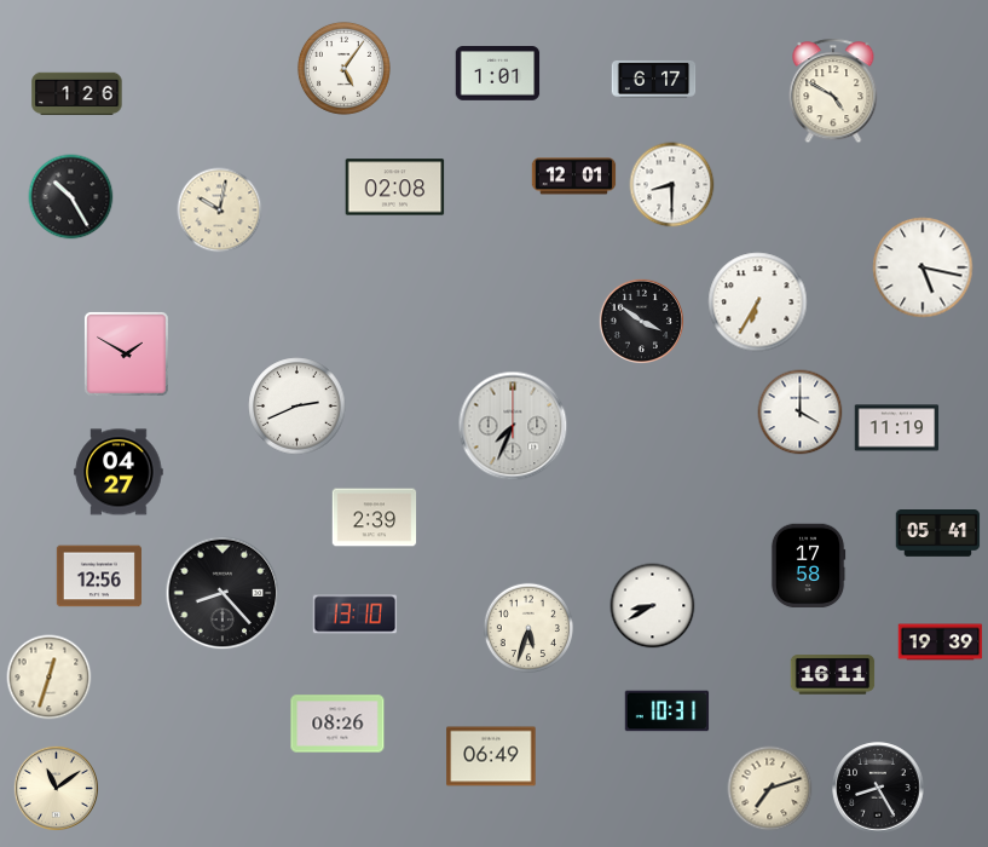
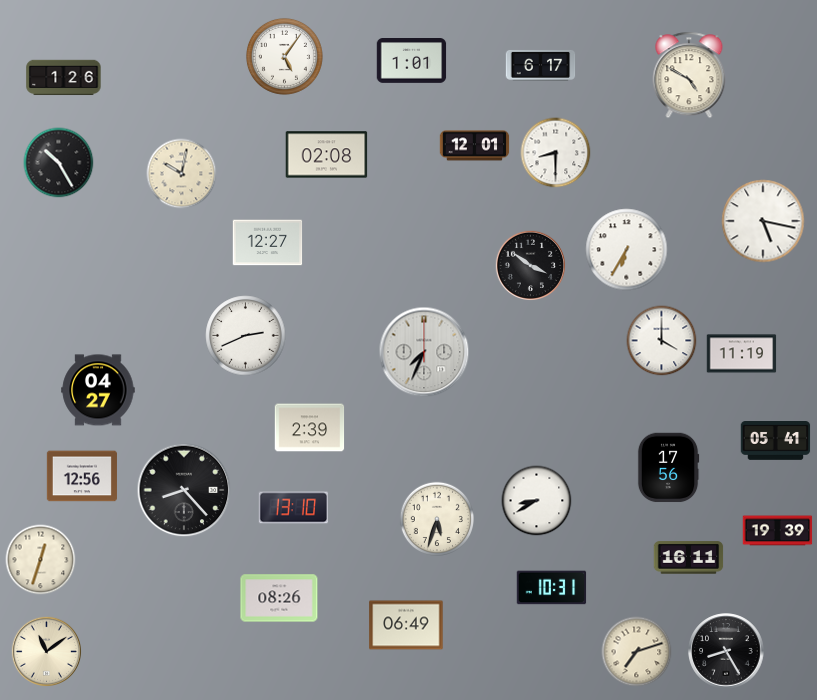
clock at (268, 243): none -> 12:27
clock at (126, 353): 1:50 -> none
clock at (808, 566): 17:58 -> 17:56
clock at (653, 606) position: (653, 606) -> (537, 501)
